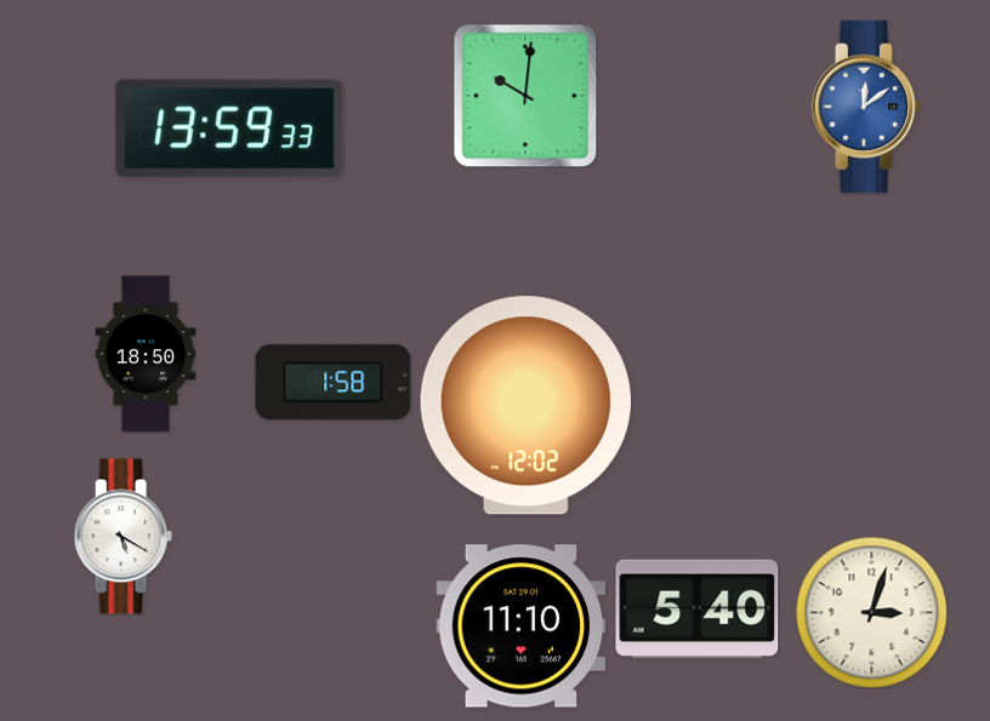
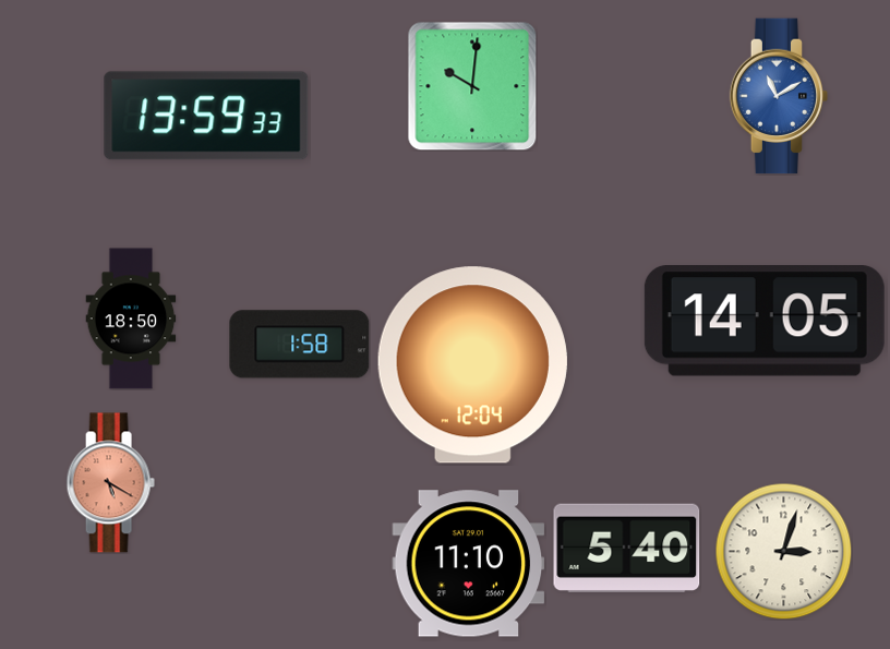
clock at (866, 107): 12:09 -> 11:10
clock at (765, 322): none -> 14:05
clock at (525, 406): 12:02 -> 12:04
clock at (123, 537) dial: white -> salmon
